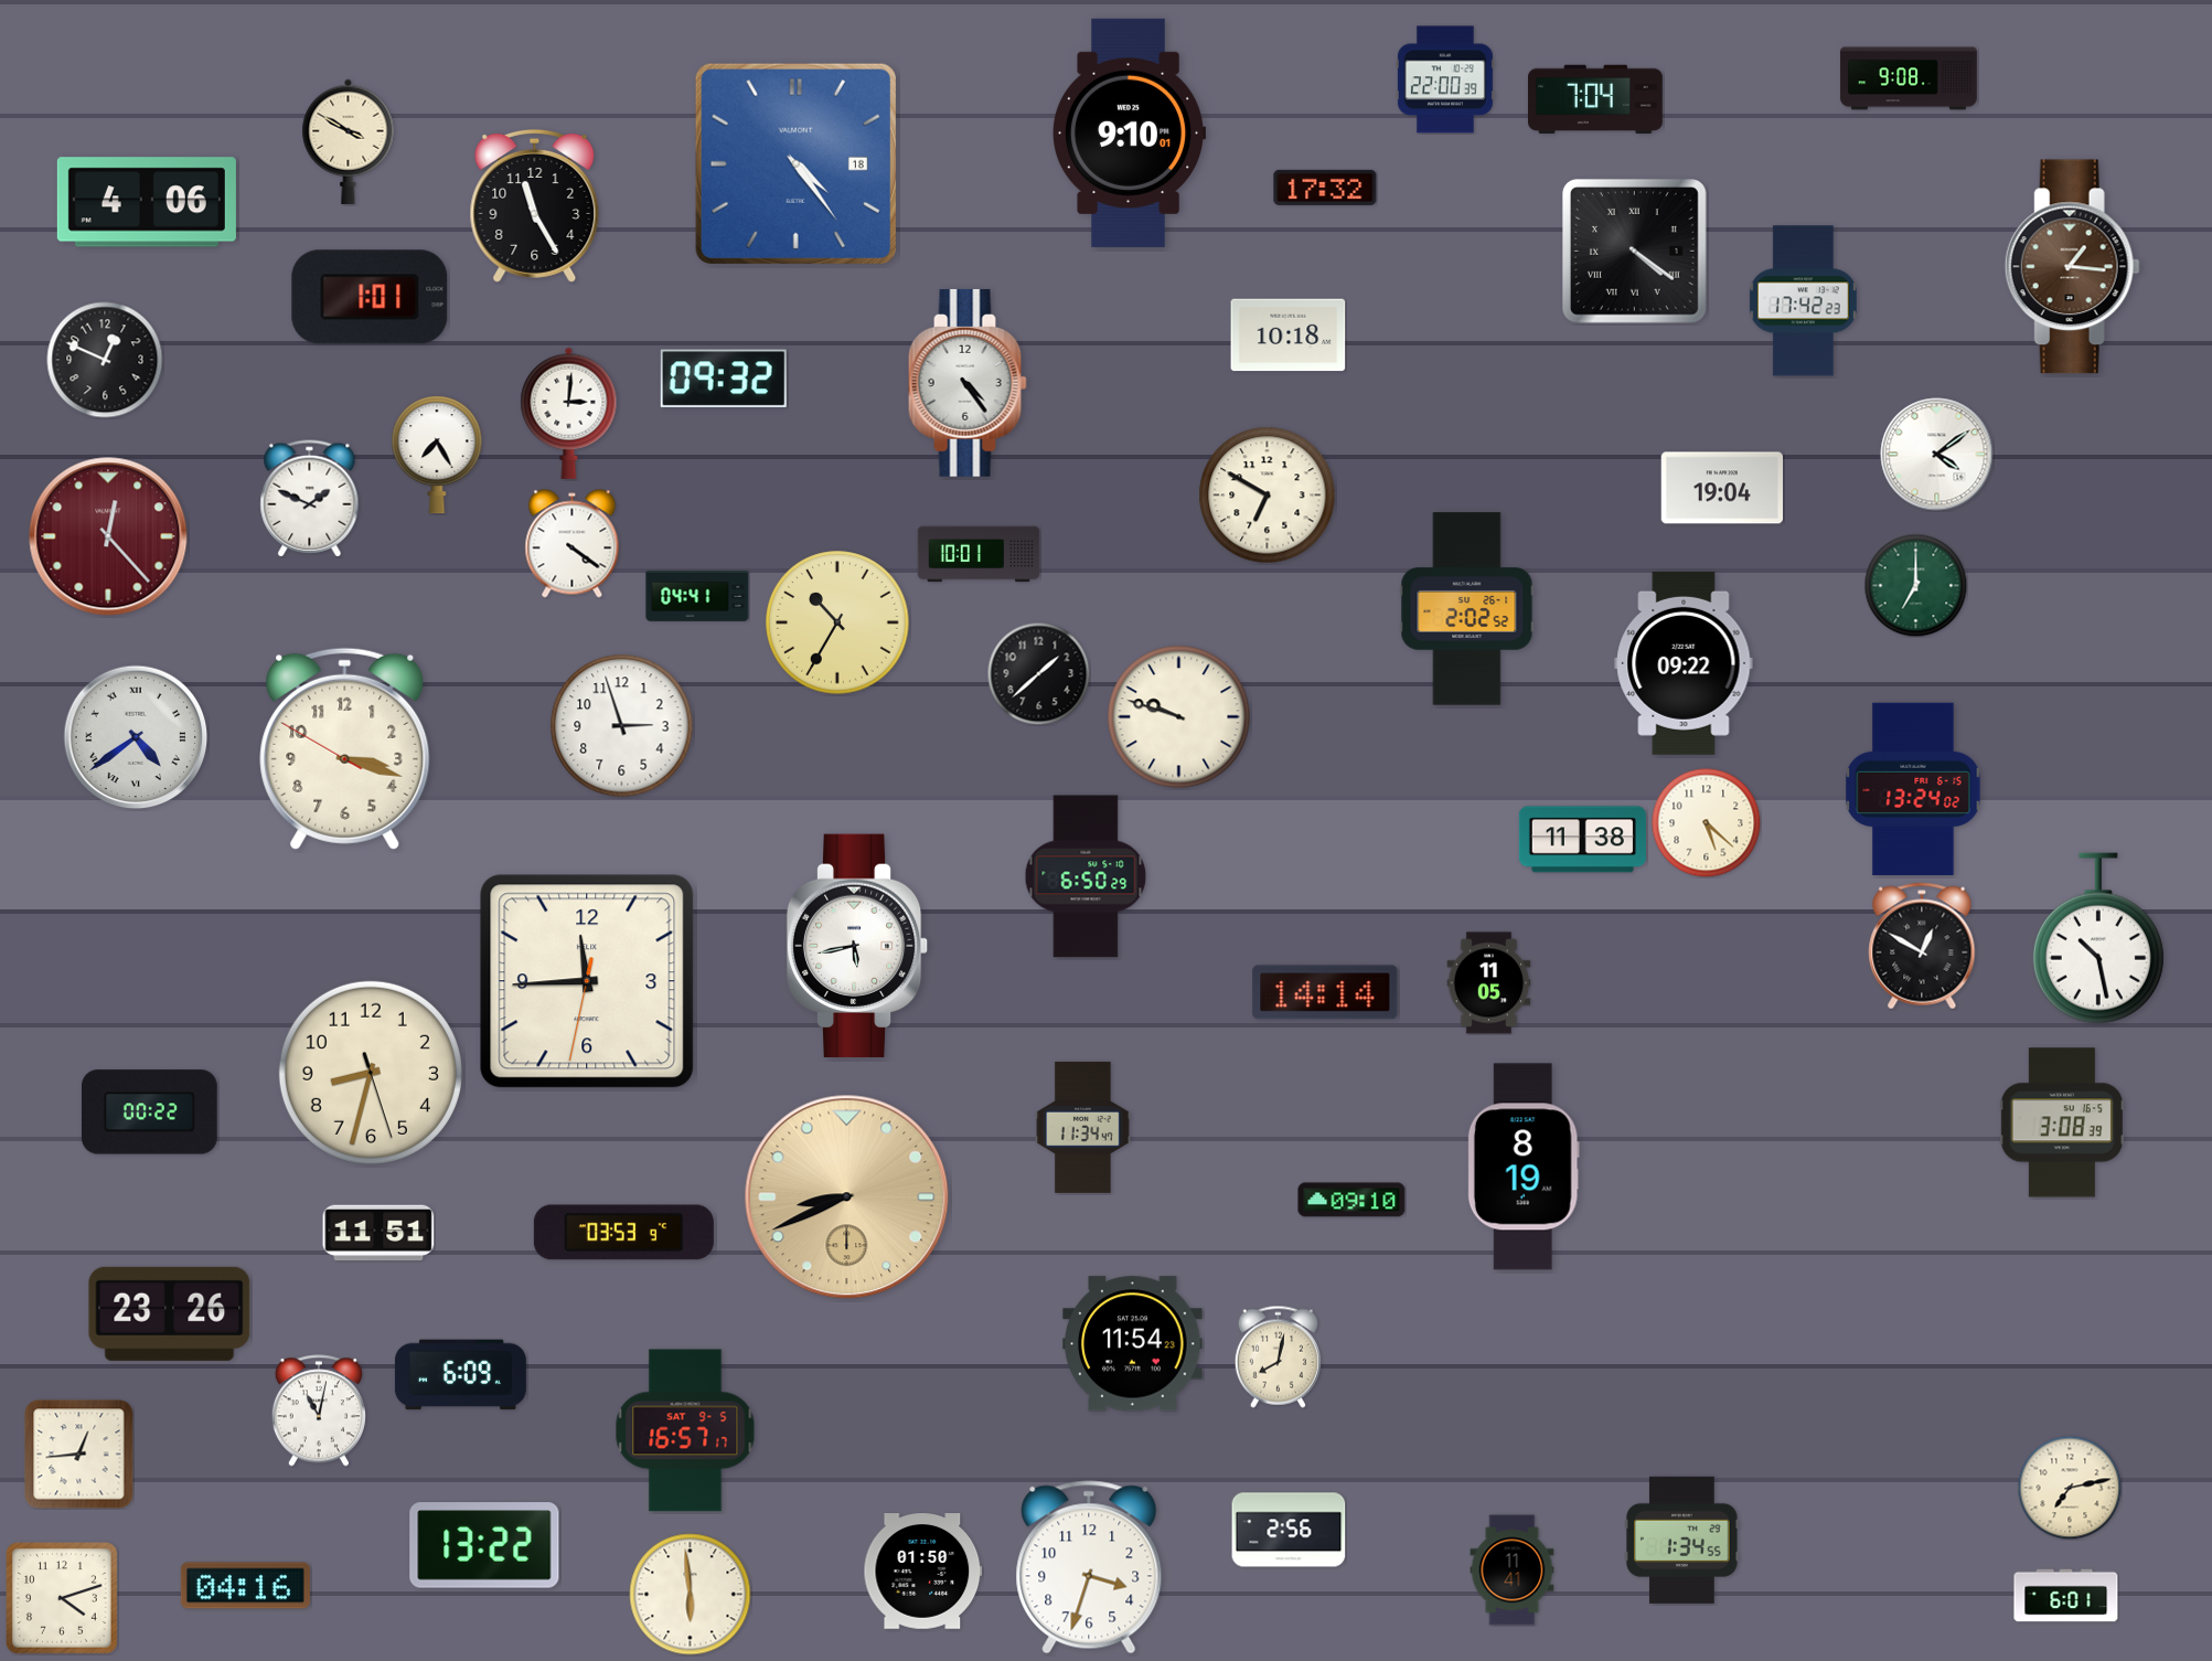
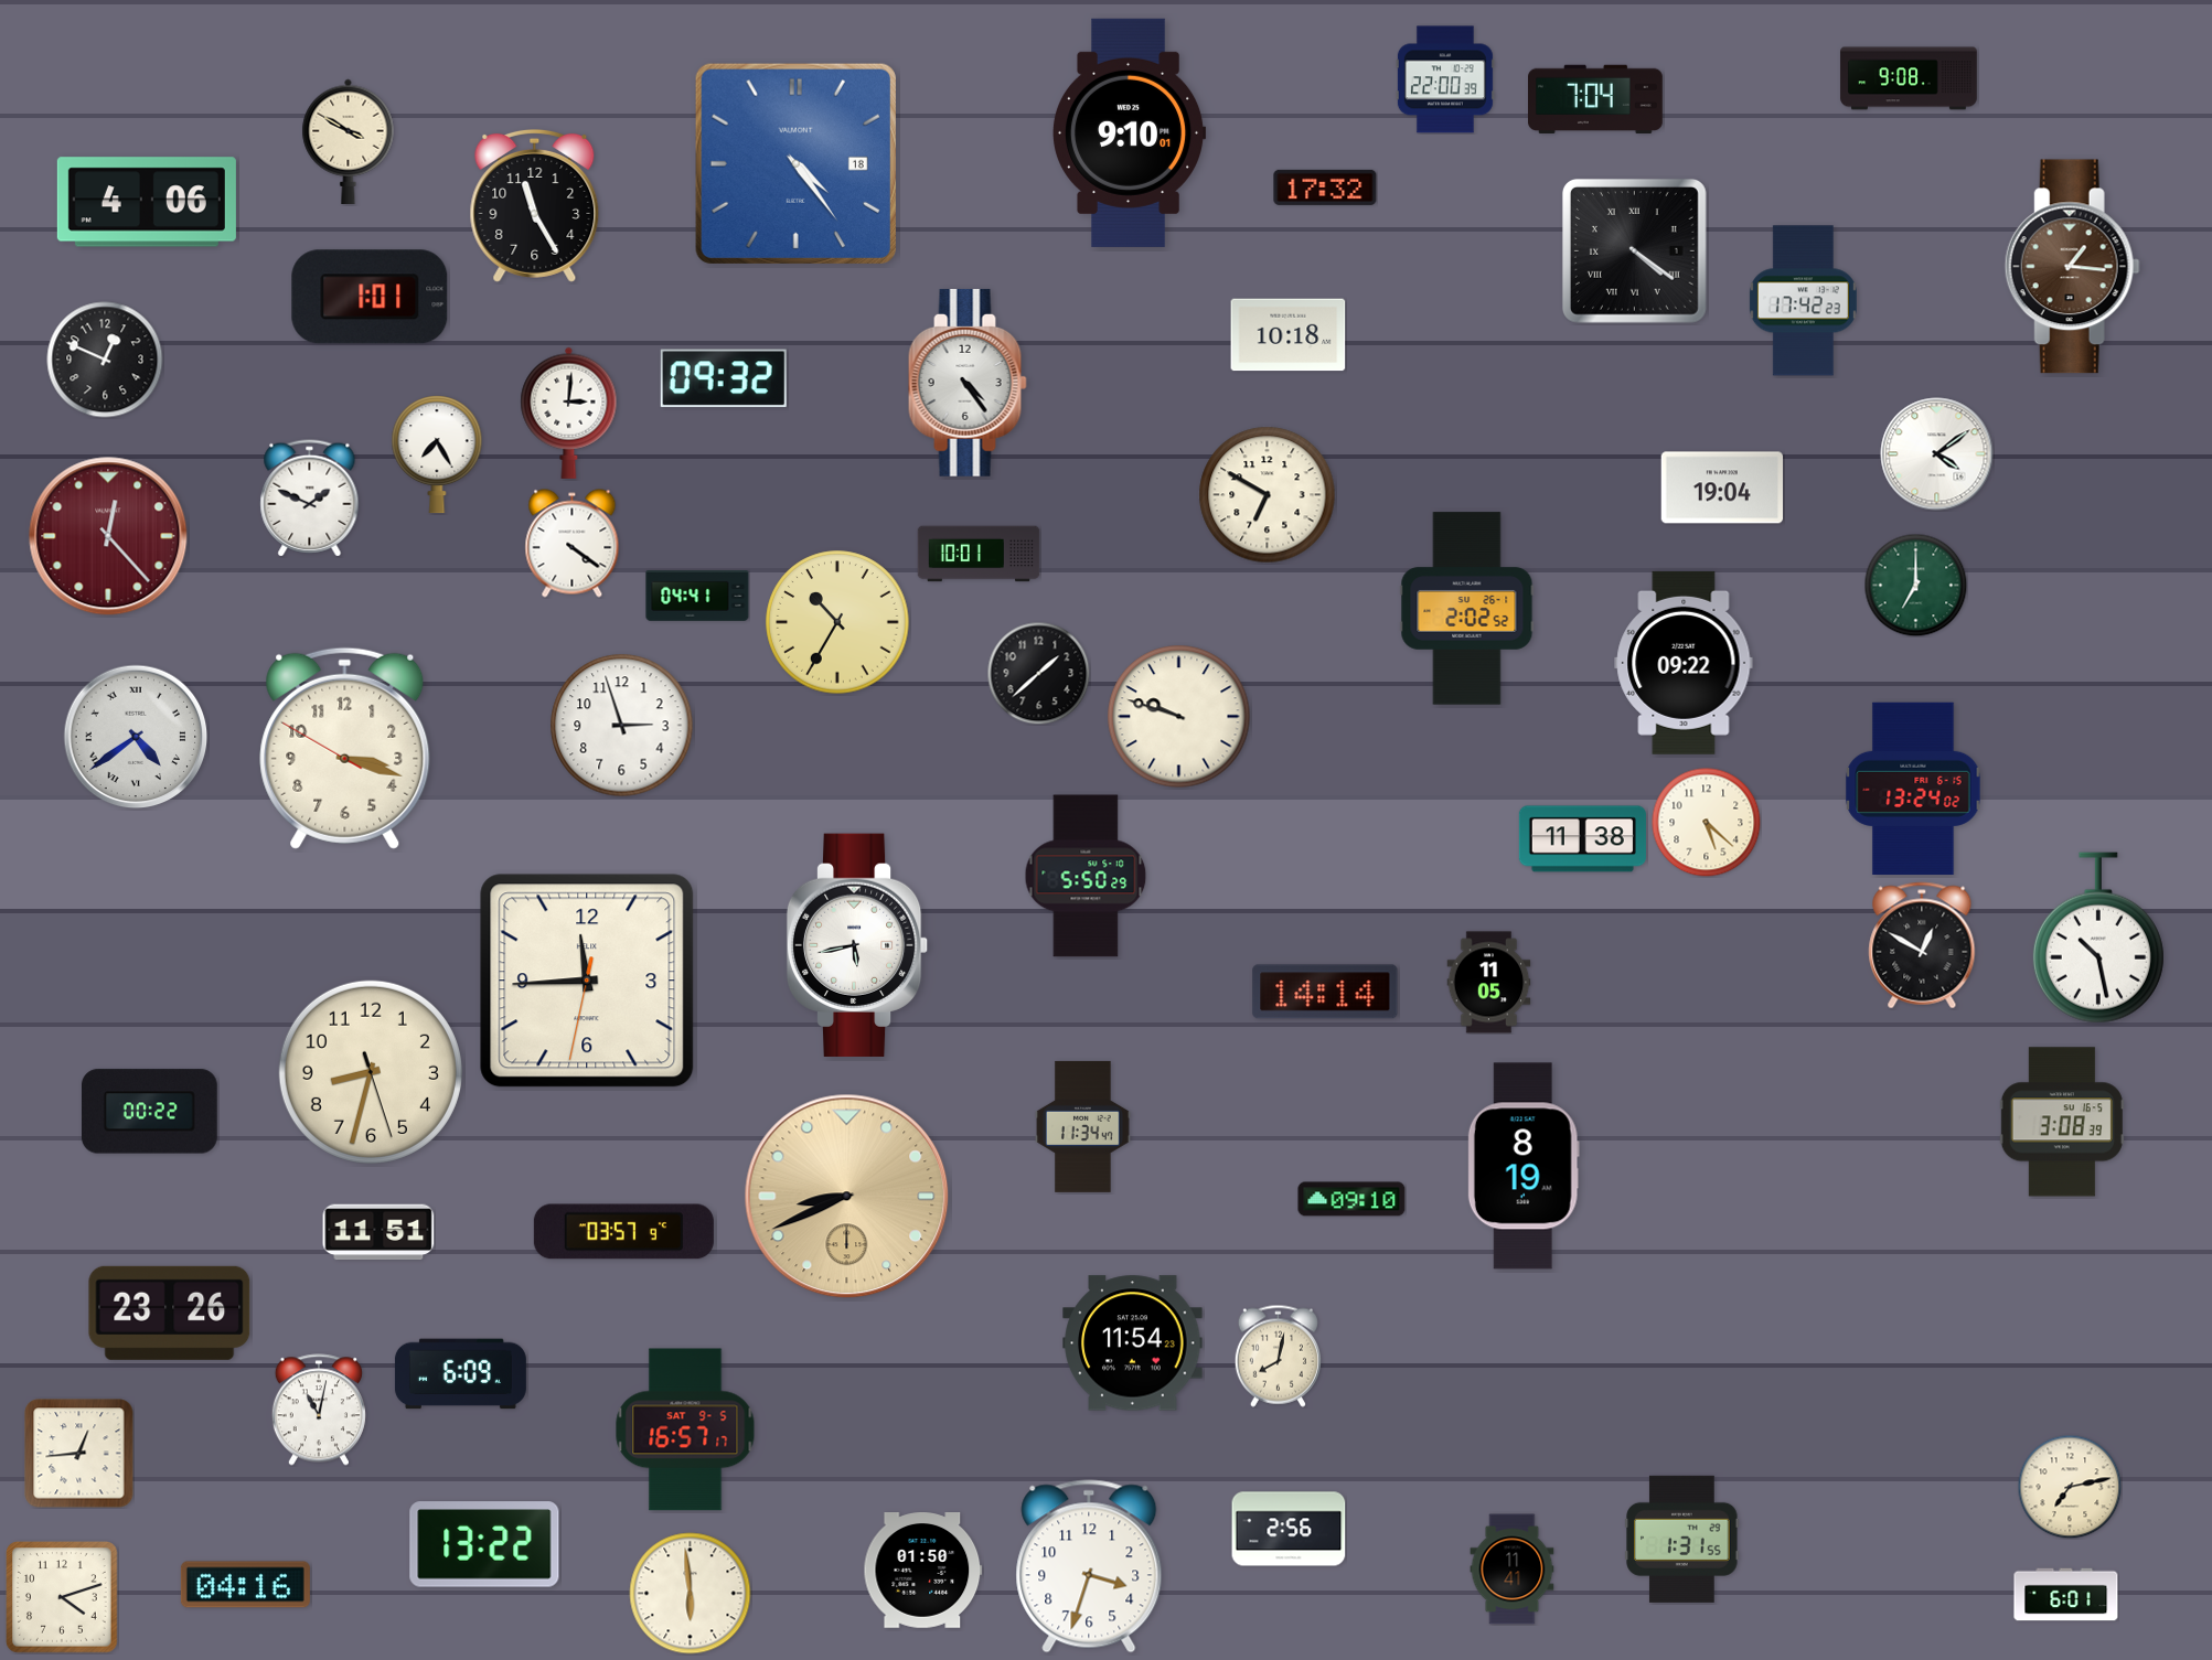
clock at (1086, 876): 6:50 -> 5:50
clock at (623, 1233): 03:53 -> 03:57
clock at (1682, 1540): 1:34 -> 1:31
